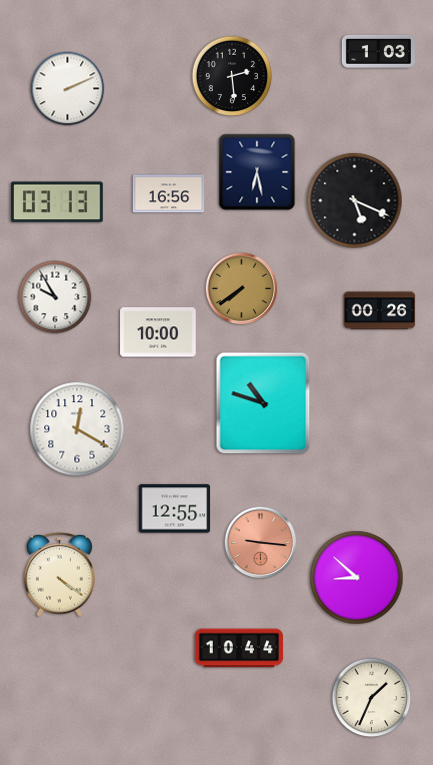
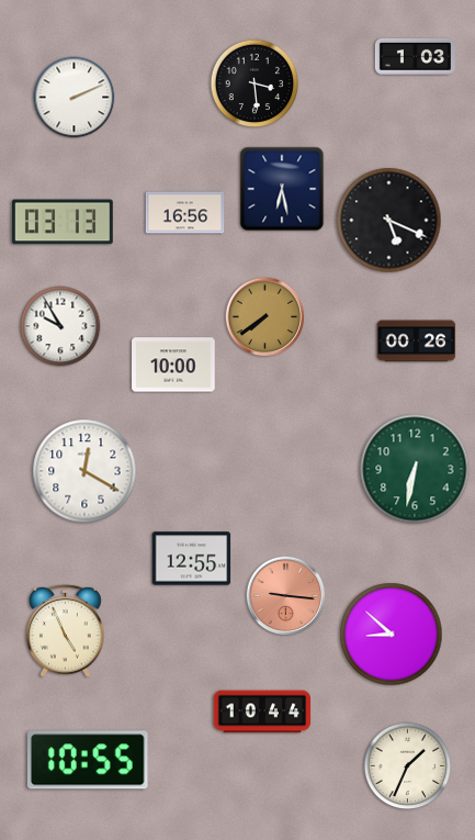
clock at (232, 76): 2:29 -> 3:29
clock at (263, 403): 10:48 -> none
clock at (415, 469): none -> 6:32
clock at (60, 574): 4:21 -> 4:56
clock at (88, 760): none -> 10:55
